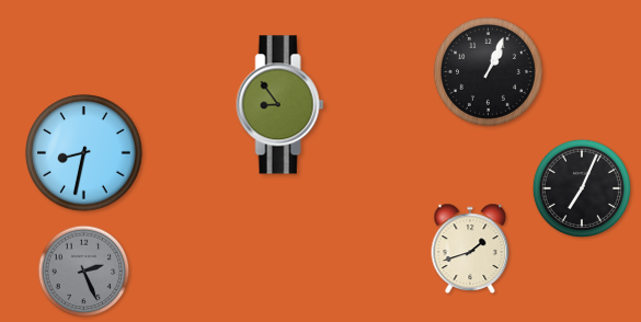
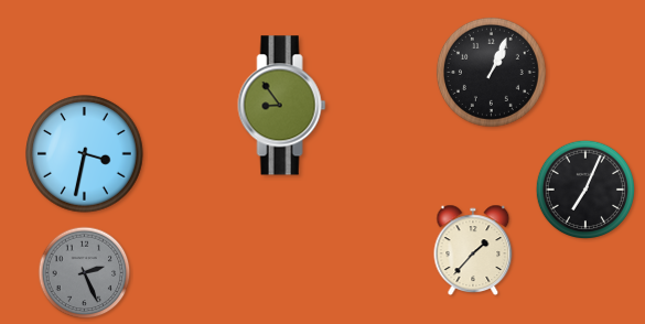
clock at (84, 153): 8:32 -> 3:32
clock at (470, 248): 1:42 -> 1:37
